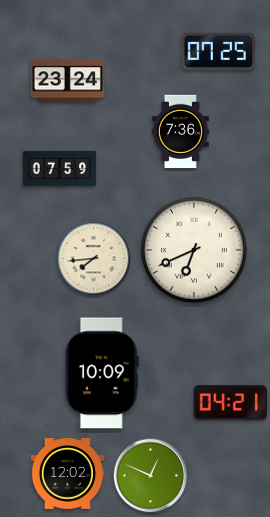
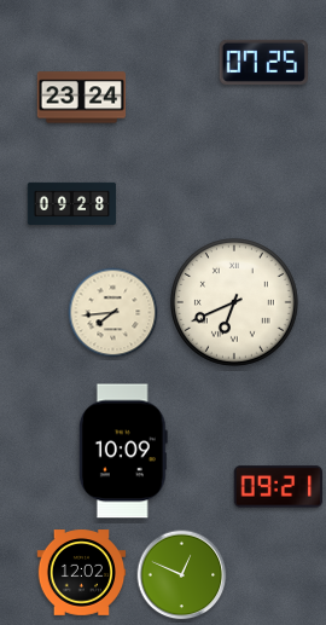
clock at (180, 132): 7:36 -> none
clock at (60, 168): 07:59 -> 09:28
clock at (230, 403): 04:21 -> 09:21
